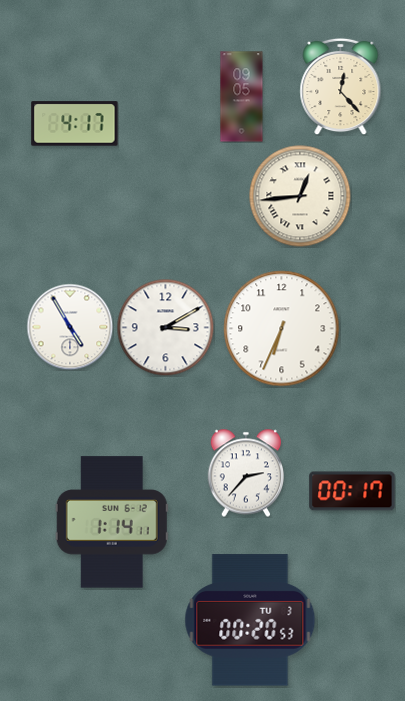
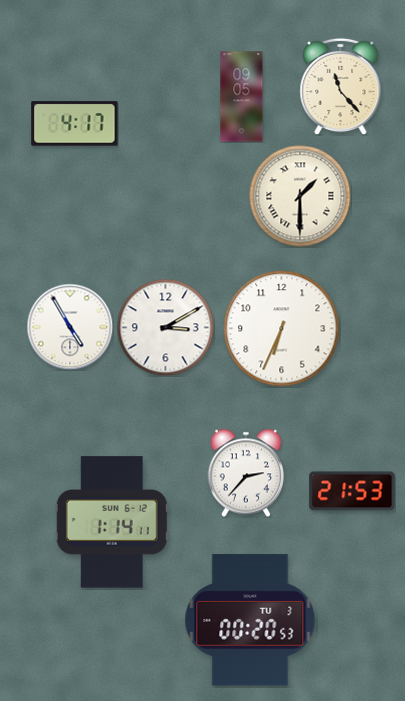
clock at (341, 86): 12:23 -> 11:23
clock at (300, 196): 12:44 -> 1:30
clock at (352, 491): 00:17 -> 21:53
